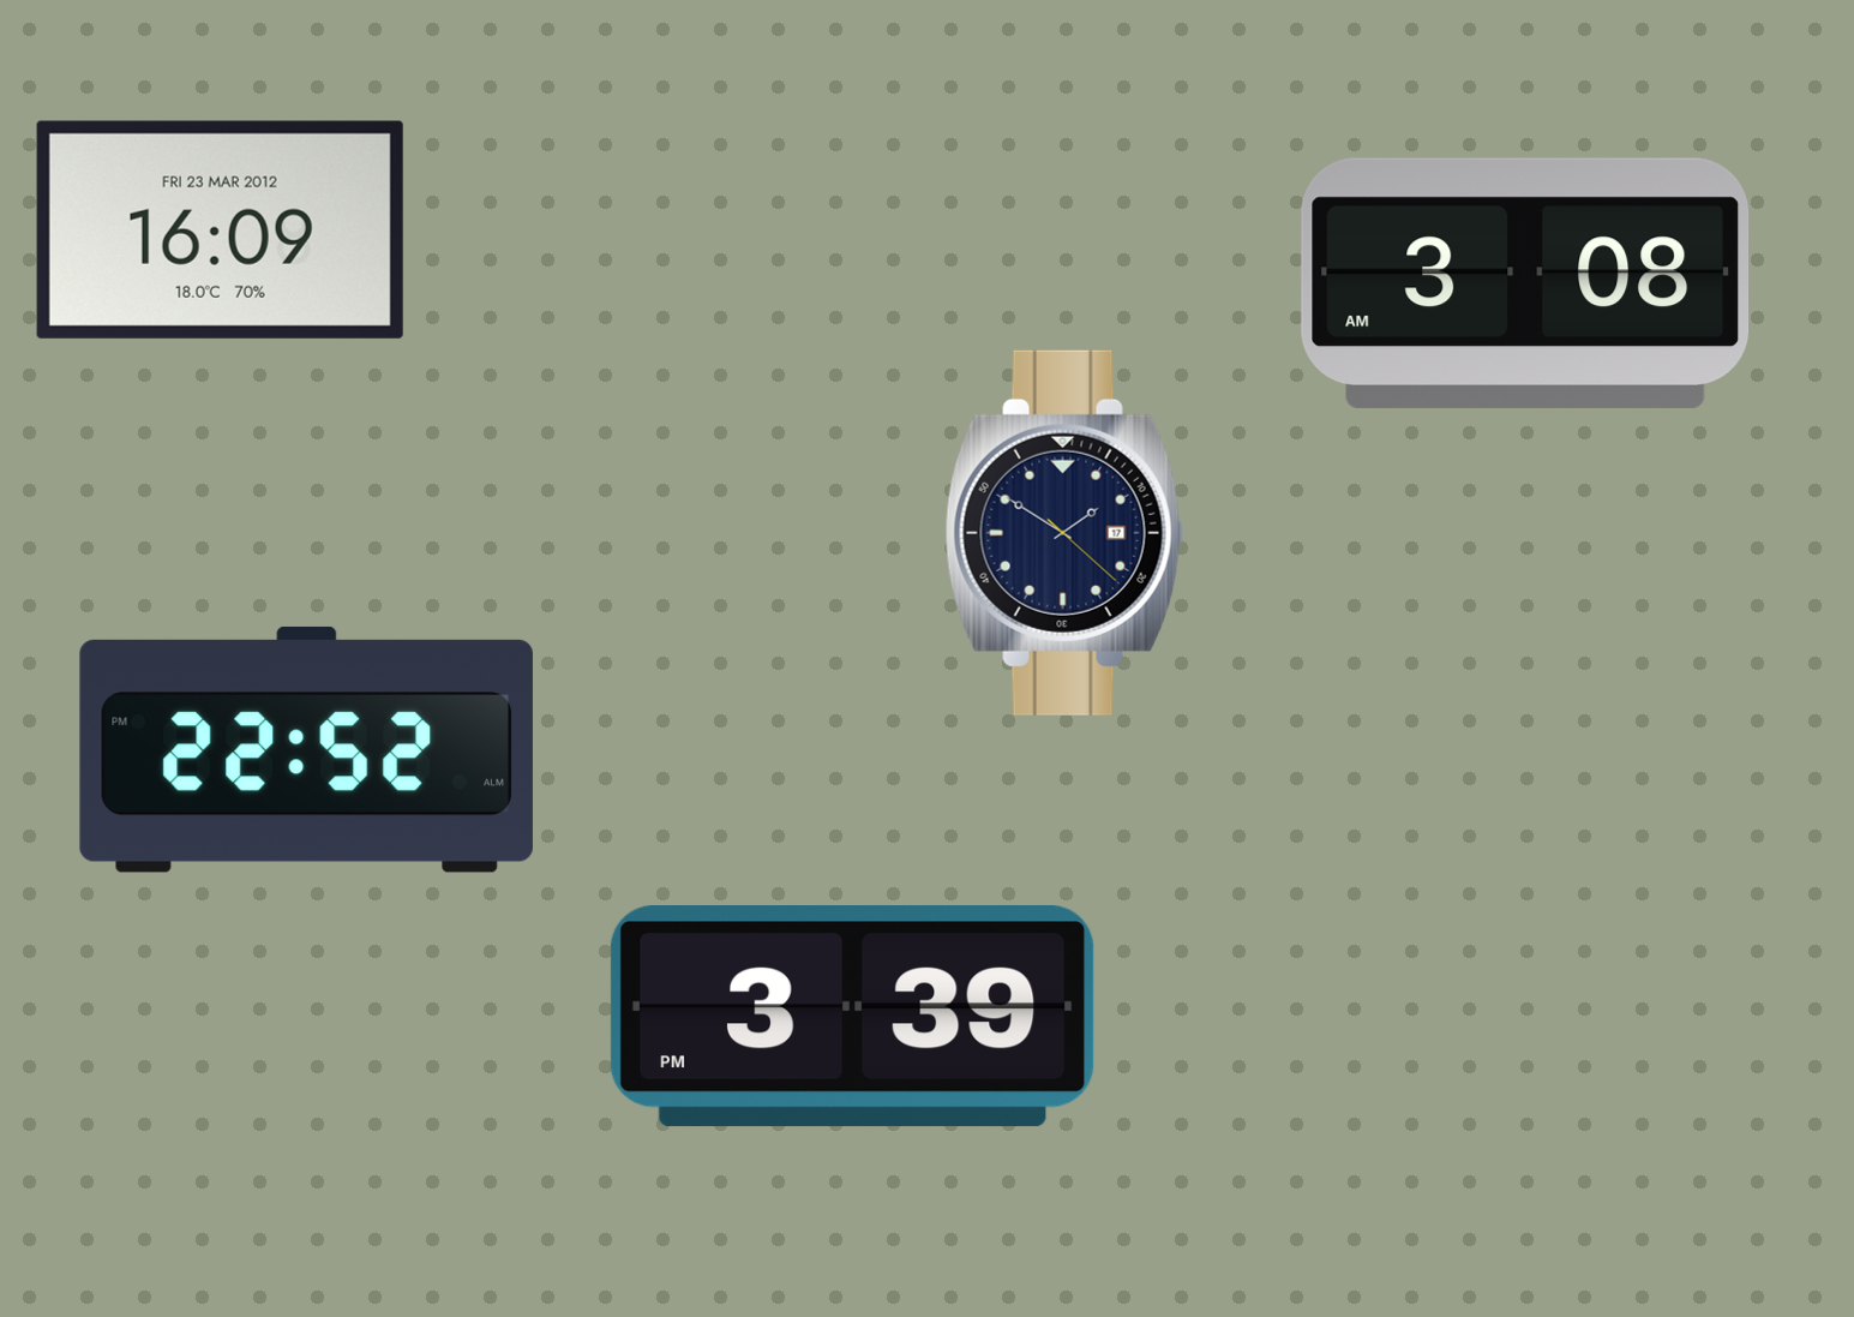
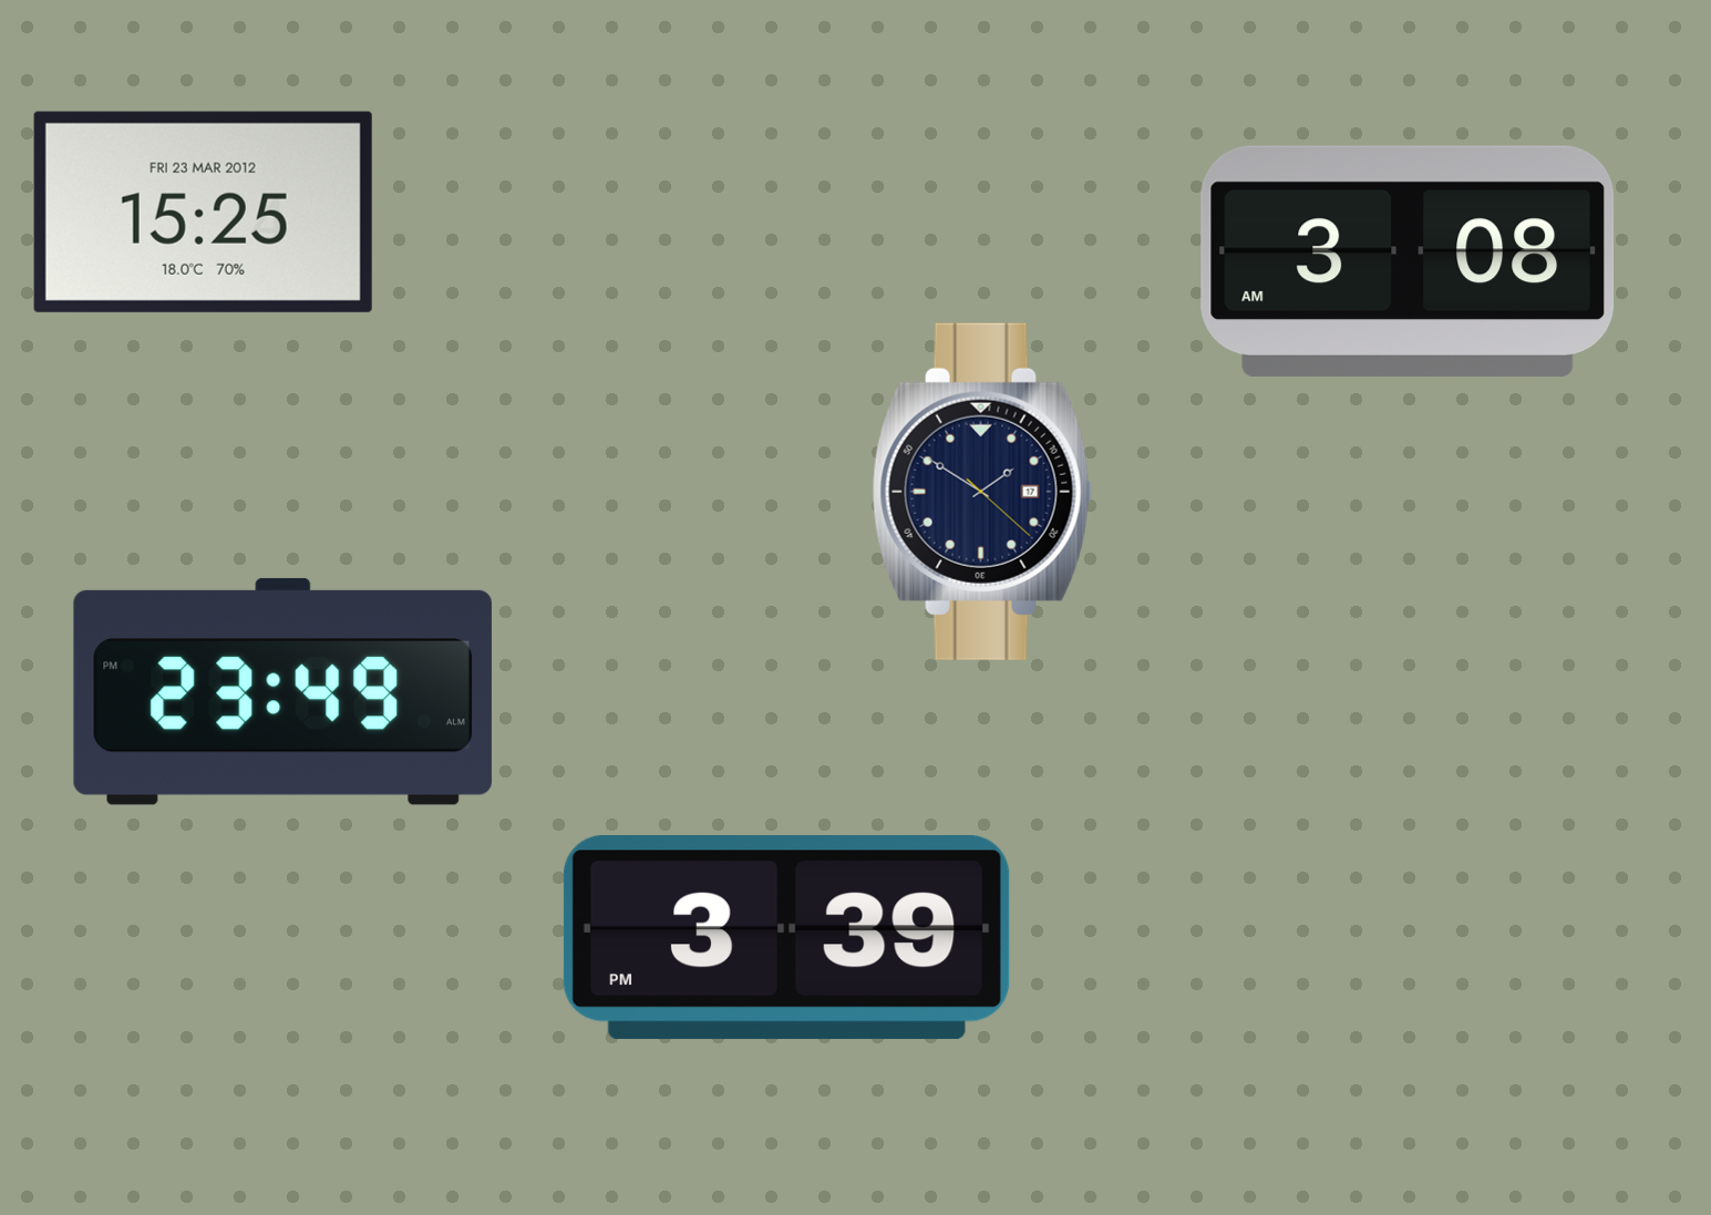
clock at (220, 229): 16:09 -> 15:25
clock at (306, 749): 22:52 -> 23:49
